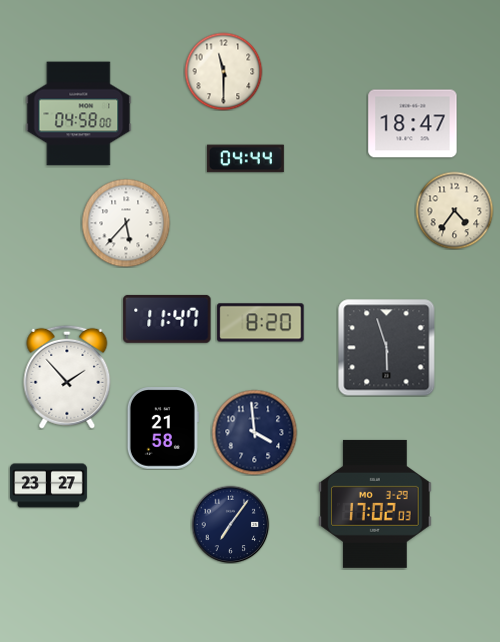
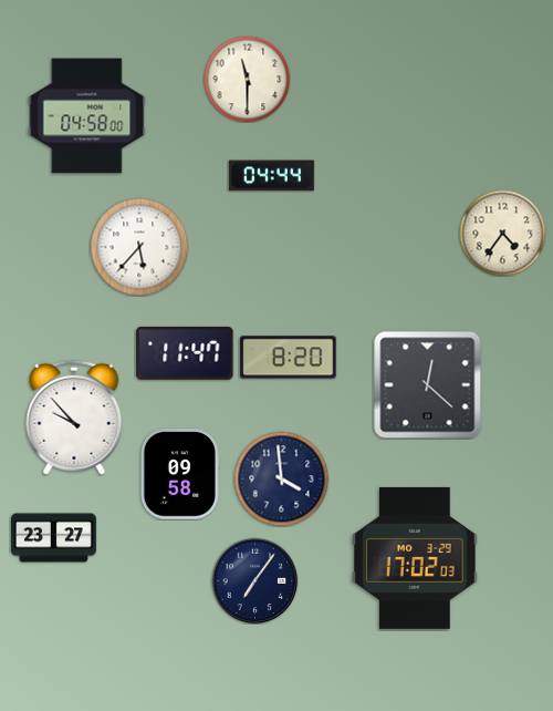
clock at (79, 114) position: (79, 114) -> (87, 116)
clock at (413, 124): 18:47 -> none
clock at (387, 348): 5:57 -> 12:22
clock at (67, 377): 1:53 -> 9:53
clock at (163, 428): 21:58 -> 09:58
